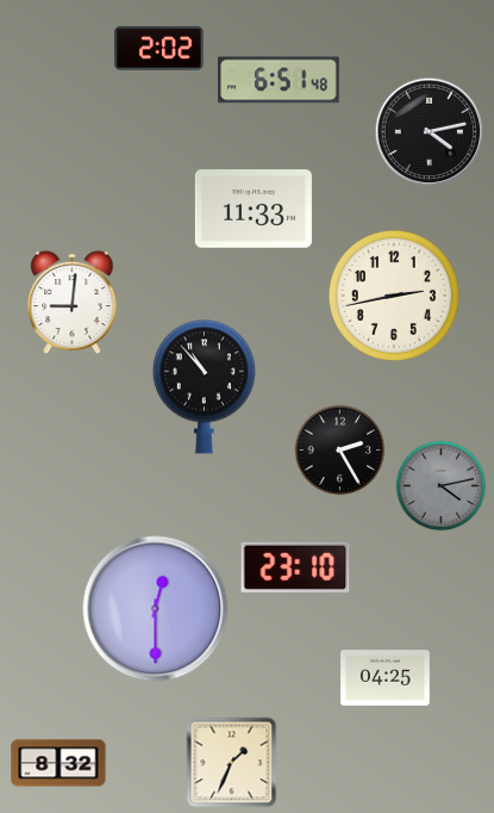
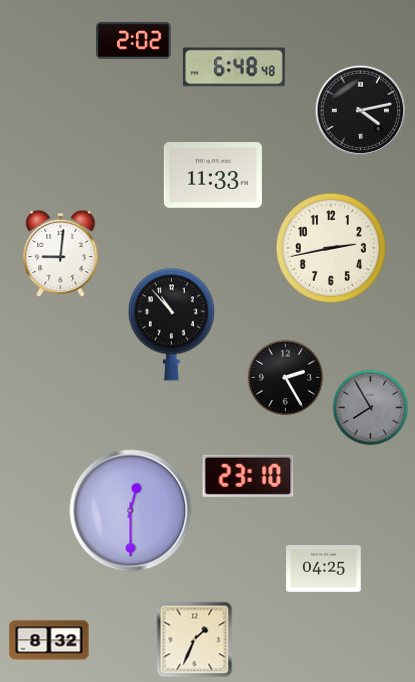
clock at (279, 80): 6:51 -> 6:48
clock at (442, 486): 4:13 -> 7:55
